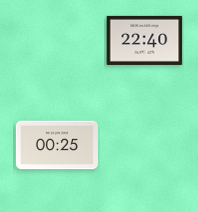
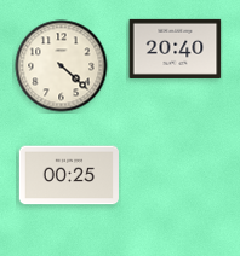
clock at (145, 40): 22:40 -> 20:40
clock at (62, 66): none -> 4:22
